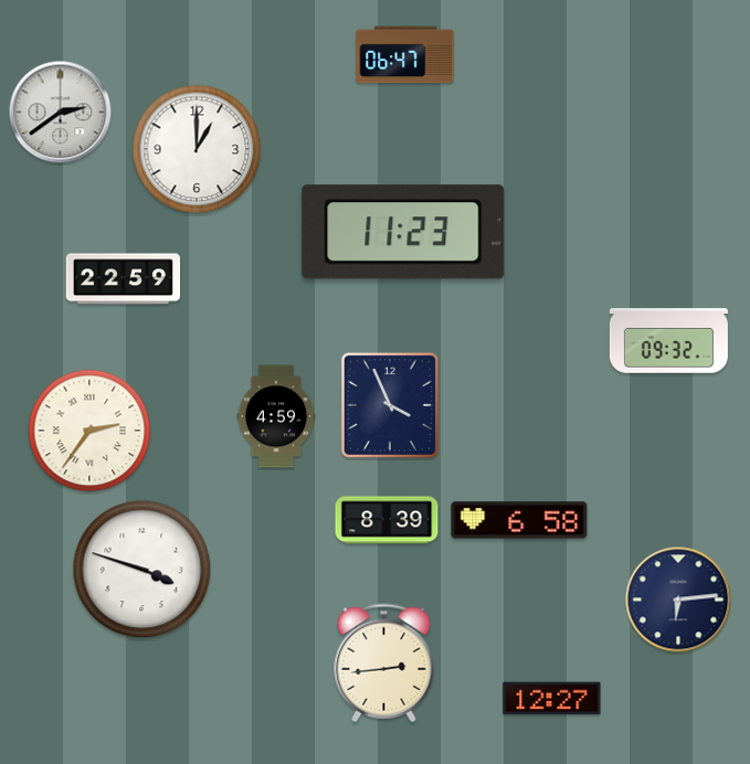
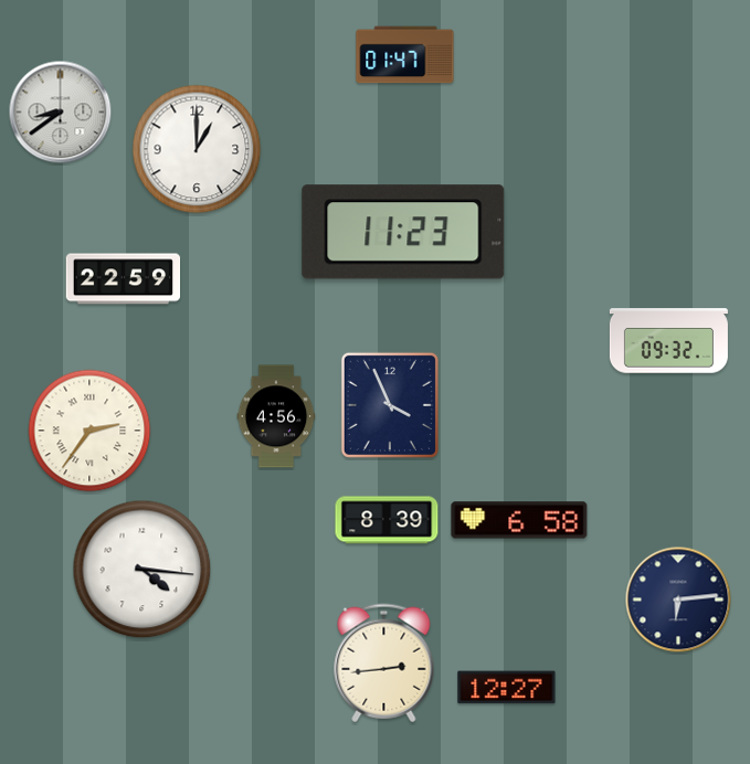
clock at (405, 55): 06:47 -> 01:47
clock at (61, 113): 2:39 -> 8:39
clock at (276, 416): 4:59 -> 4:56
clock at (142, 570): 3:48 -> 4:16
clock at (552, 699) position: (552, 699) -> (507, 688)
